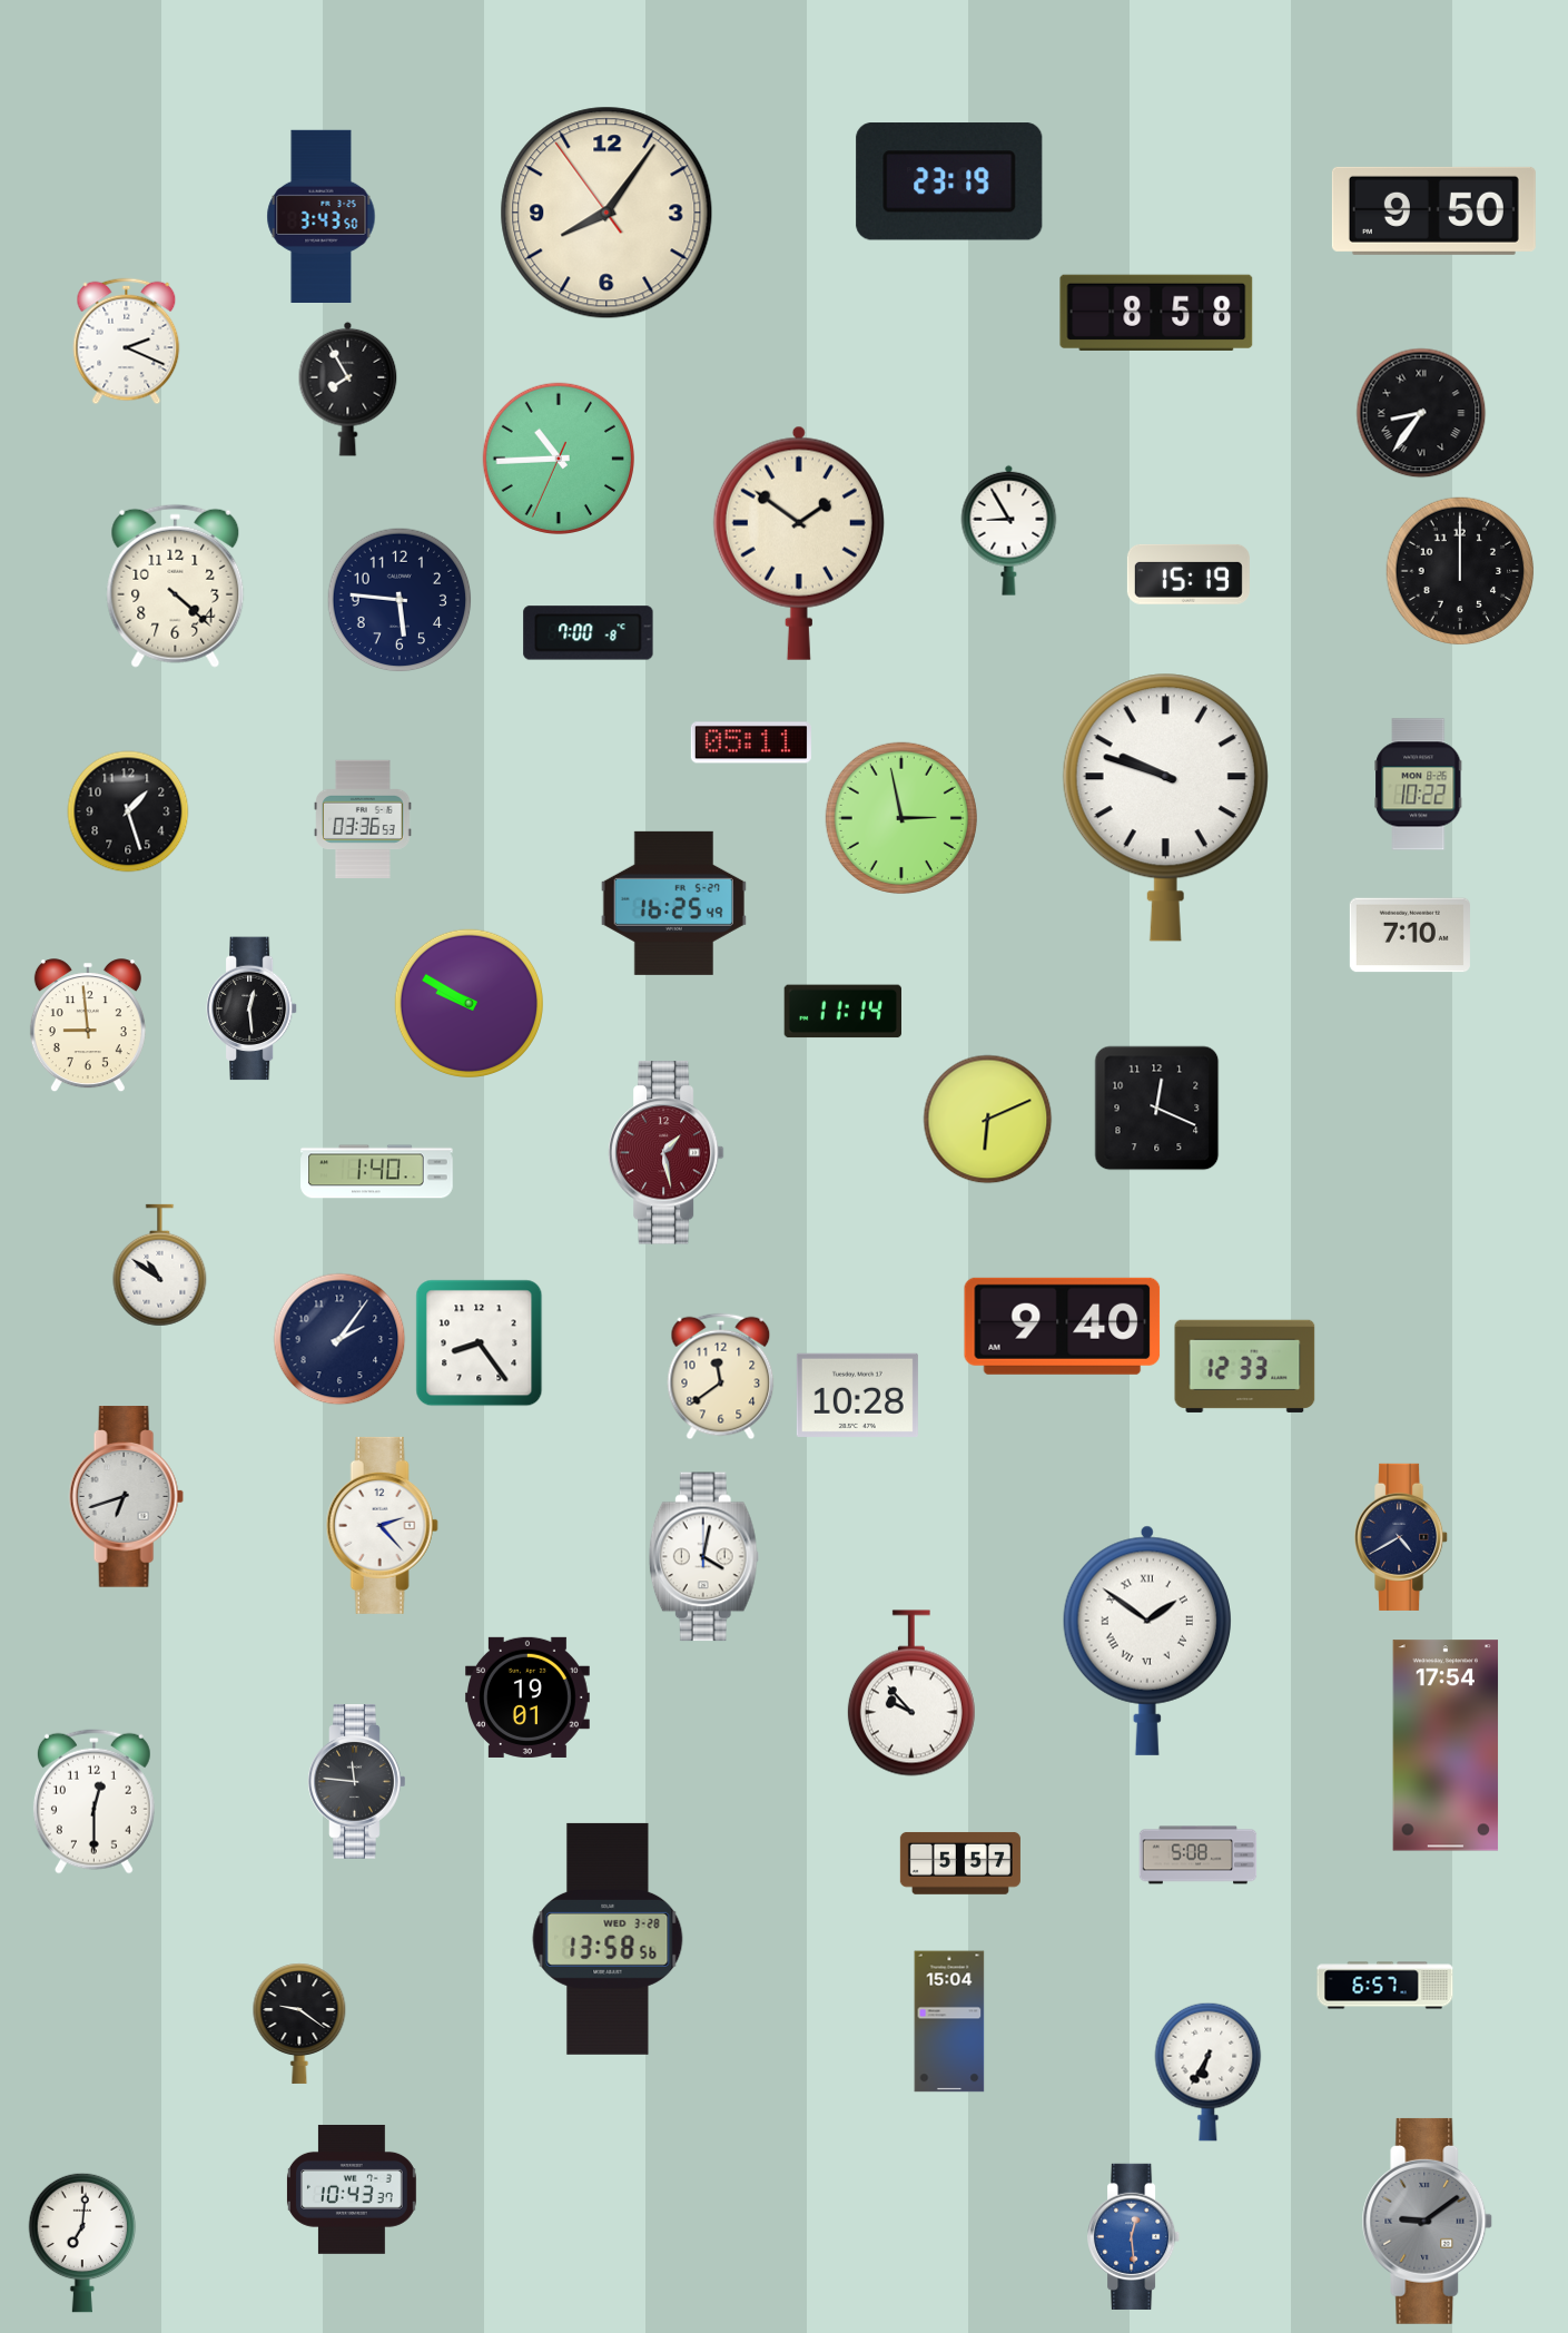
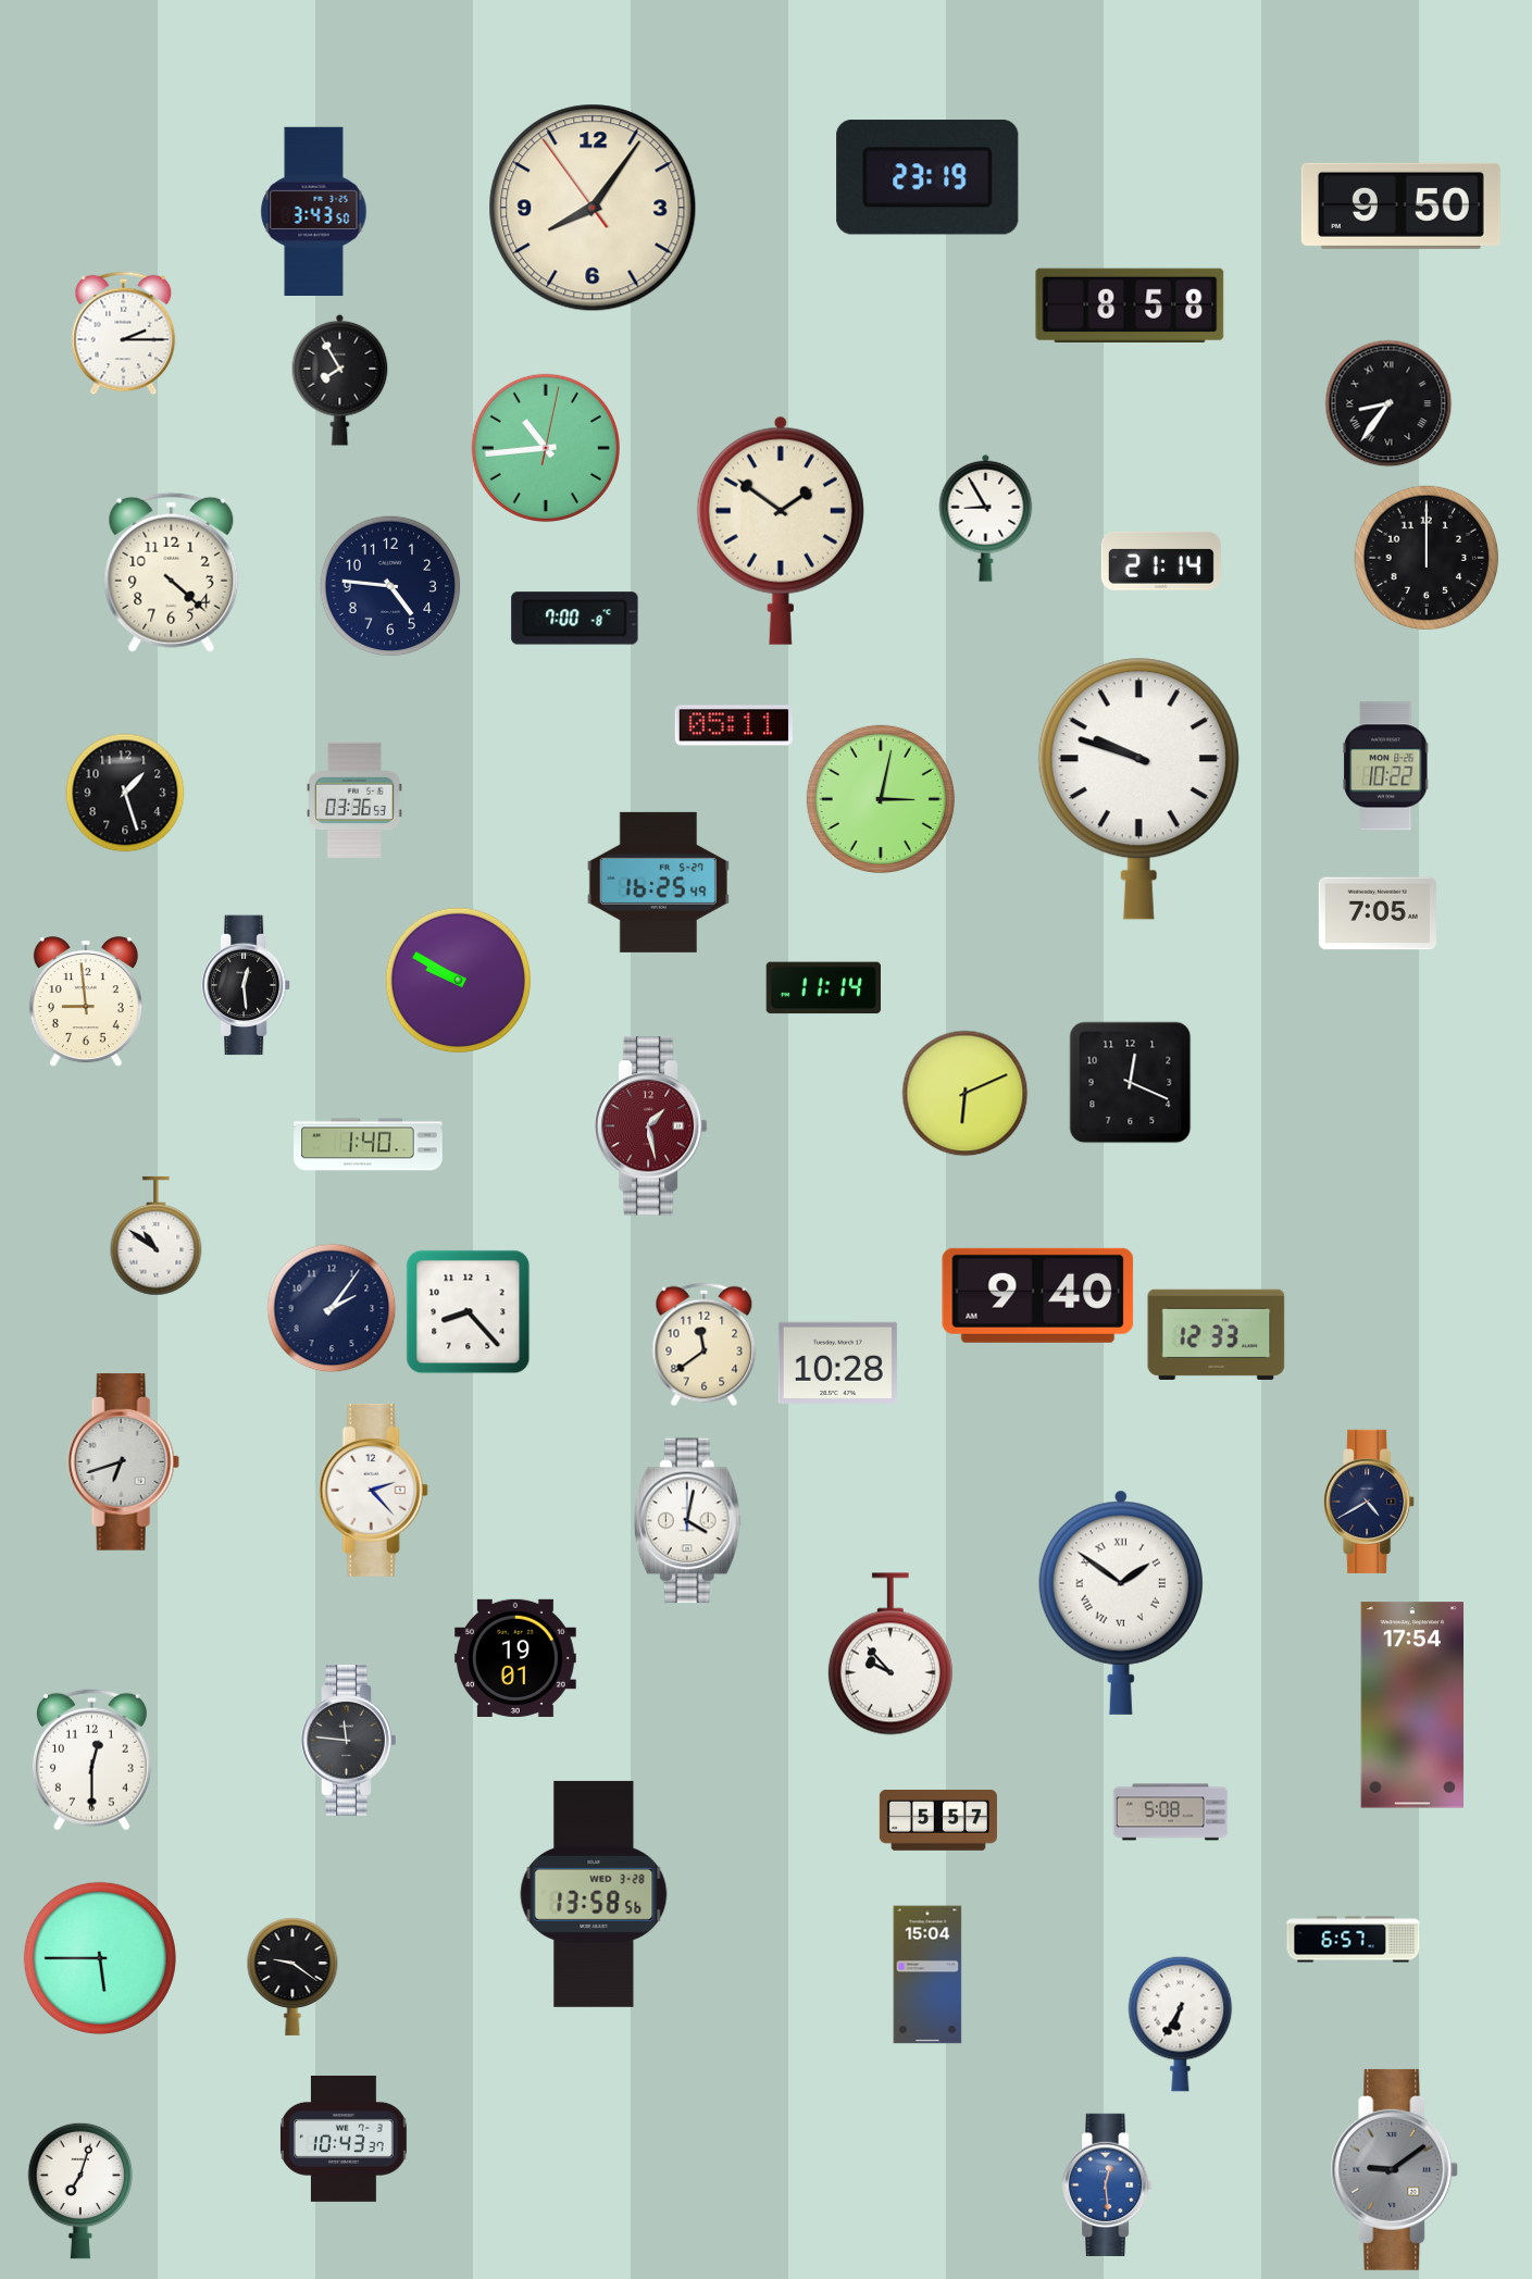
clock at (127, 342): 2:19 -> 2:15
clock at (559, 459): 10:44:34 -> 10:44:02
clock at (1189, 574): 15:19 -> 21:14
clock at (400, 600): 5:46 -> 4:46
clock at (901, 818): 2:58 -> 3:02
clock at (1410, 935): 7:10 -> 7:05
clock at (480, 1343): 8:24 -> 8:23
clock at (100, 1958): none -> 5:45
clock at (82, 2243): 7:01 -> 7:03
